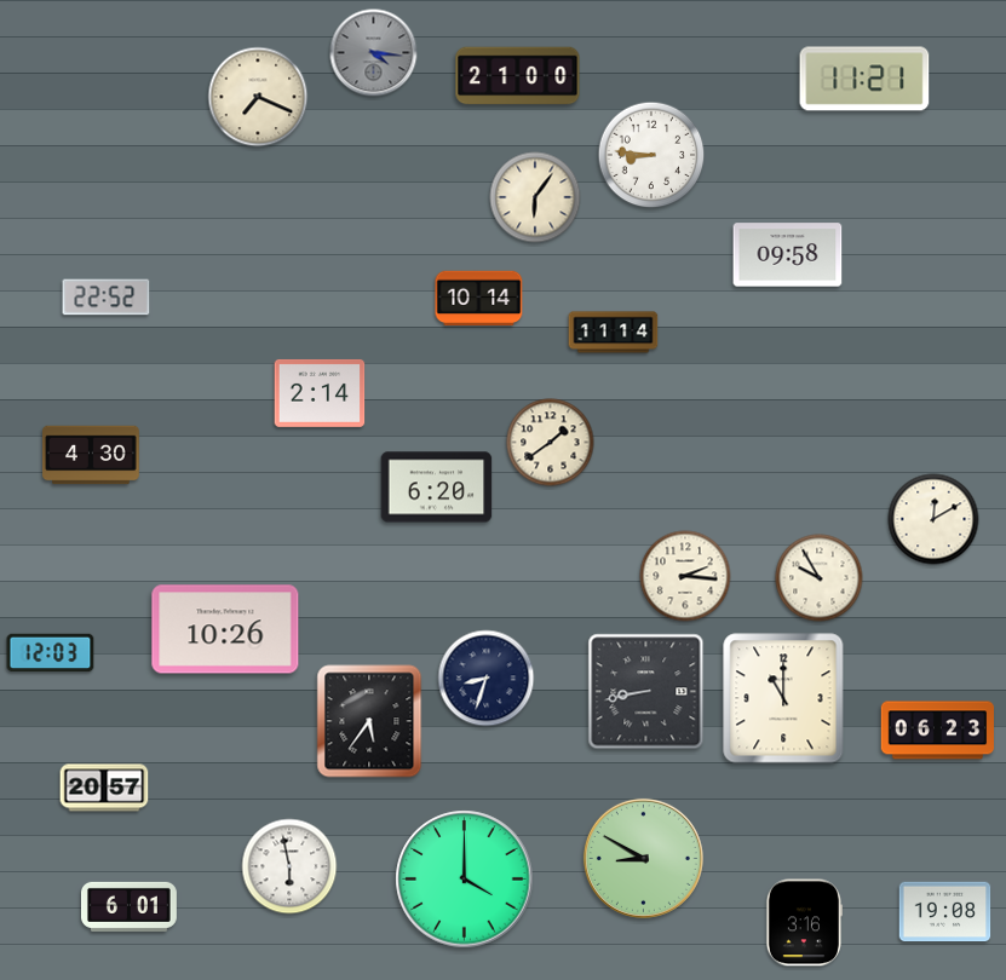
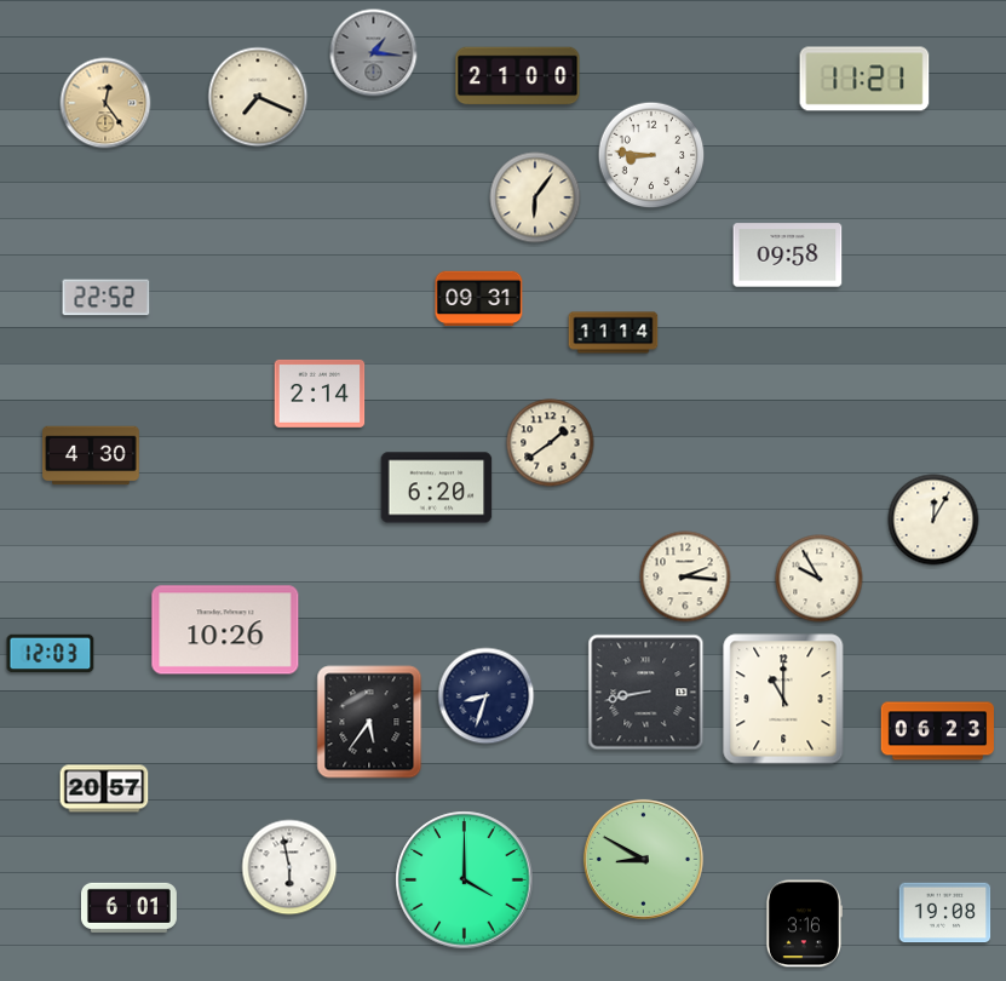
clock at (374, 53): 4:16 -> 1:16
clock at (105, 103): none -> 12:24
clock at (479, 299): 10:14 -> 09:31
clock at (933, 519): 12:10 -> 12:05
clock at (487, 679) position: (487, 679) -> (487, 696)
